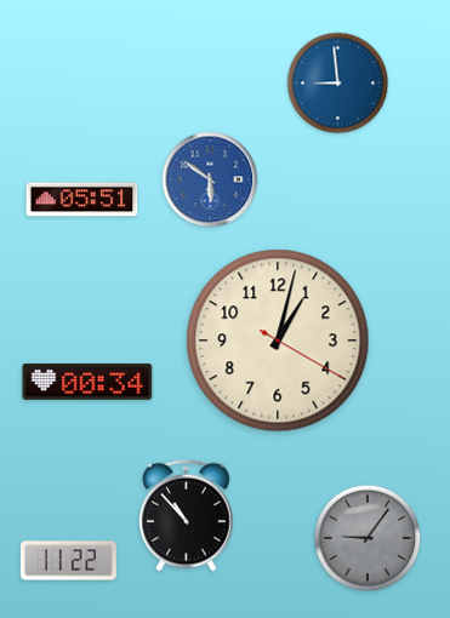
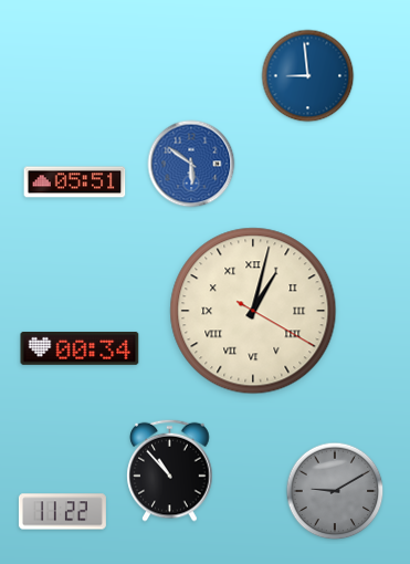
clock at (278, 341) numerals: Arabic -> Roman
clock at (368, 538): 9:06 -> 9:10
